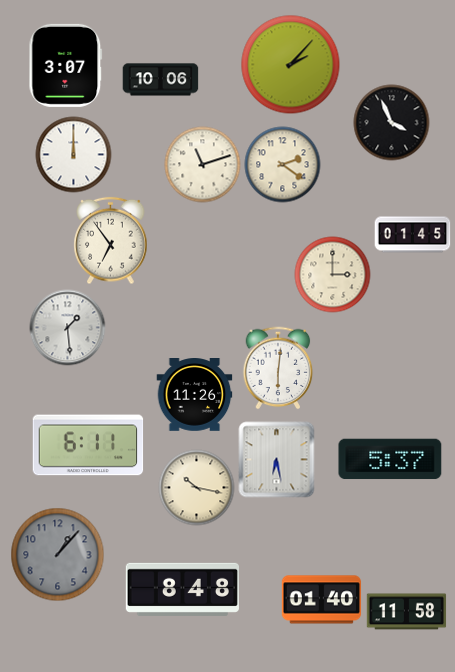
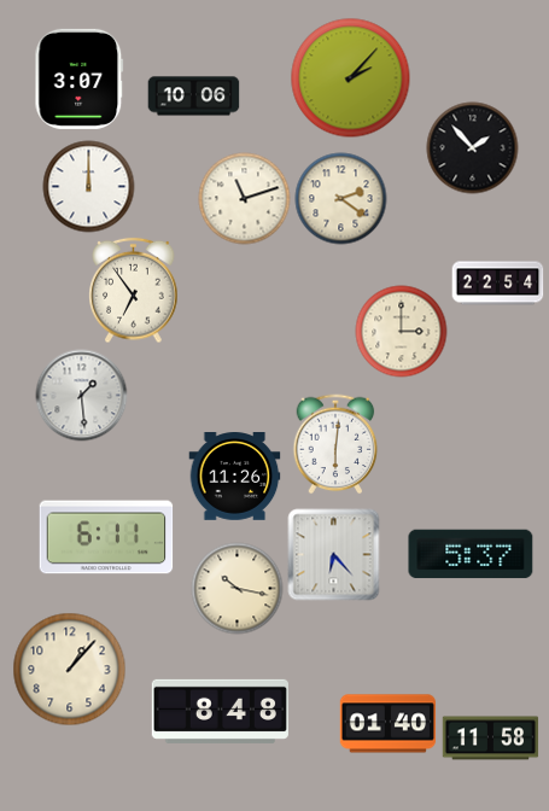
clock at (392, 123): 3:56 -> 1:53
clock at (413, 235): 01:45 -> 22:54
clock at (277, 460): 6:28 -> 6:23
clock at (58, 555) dial: grey -> cream
